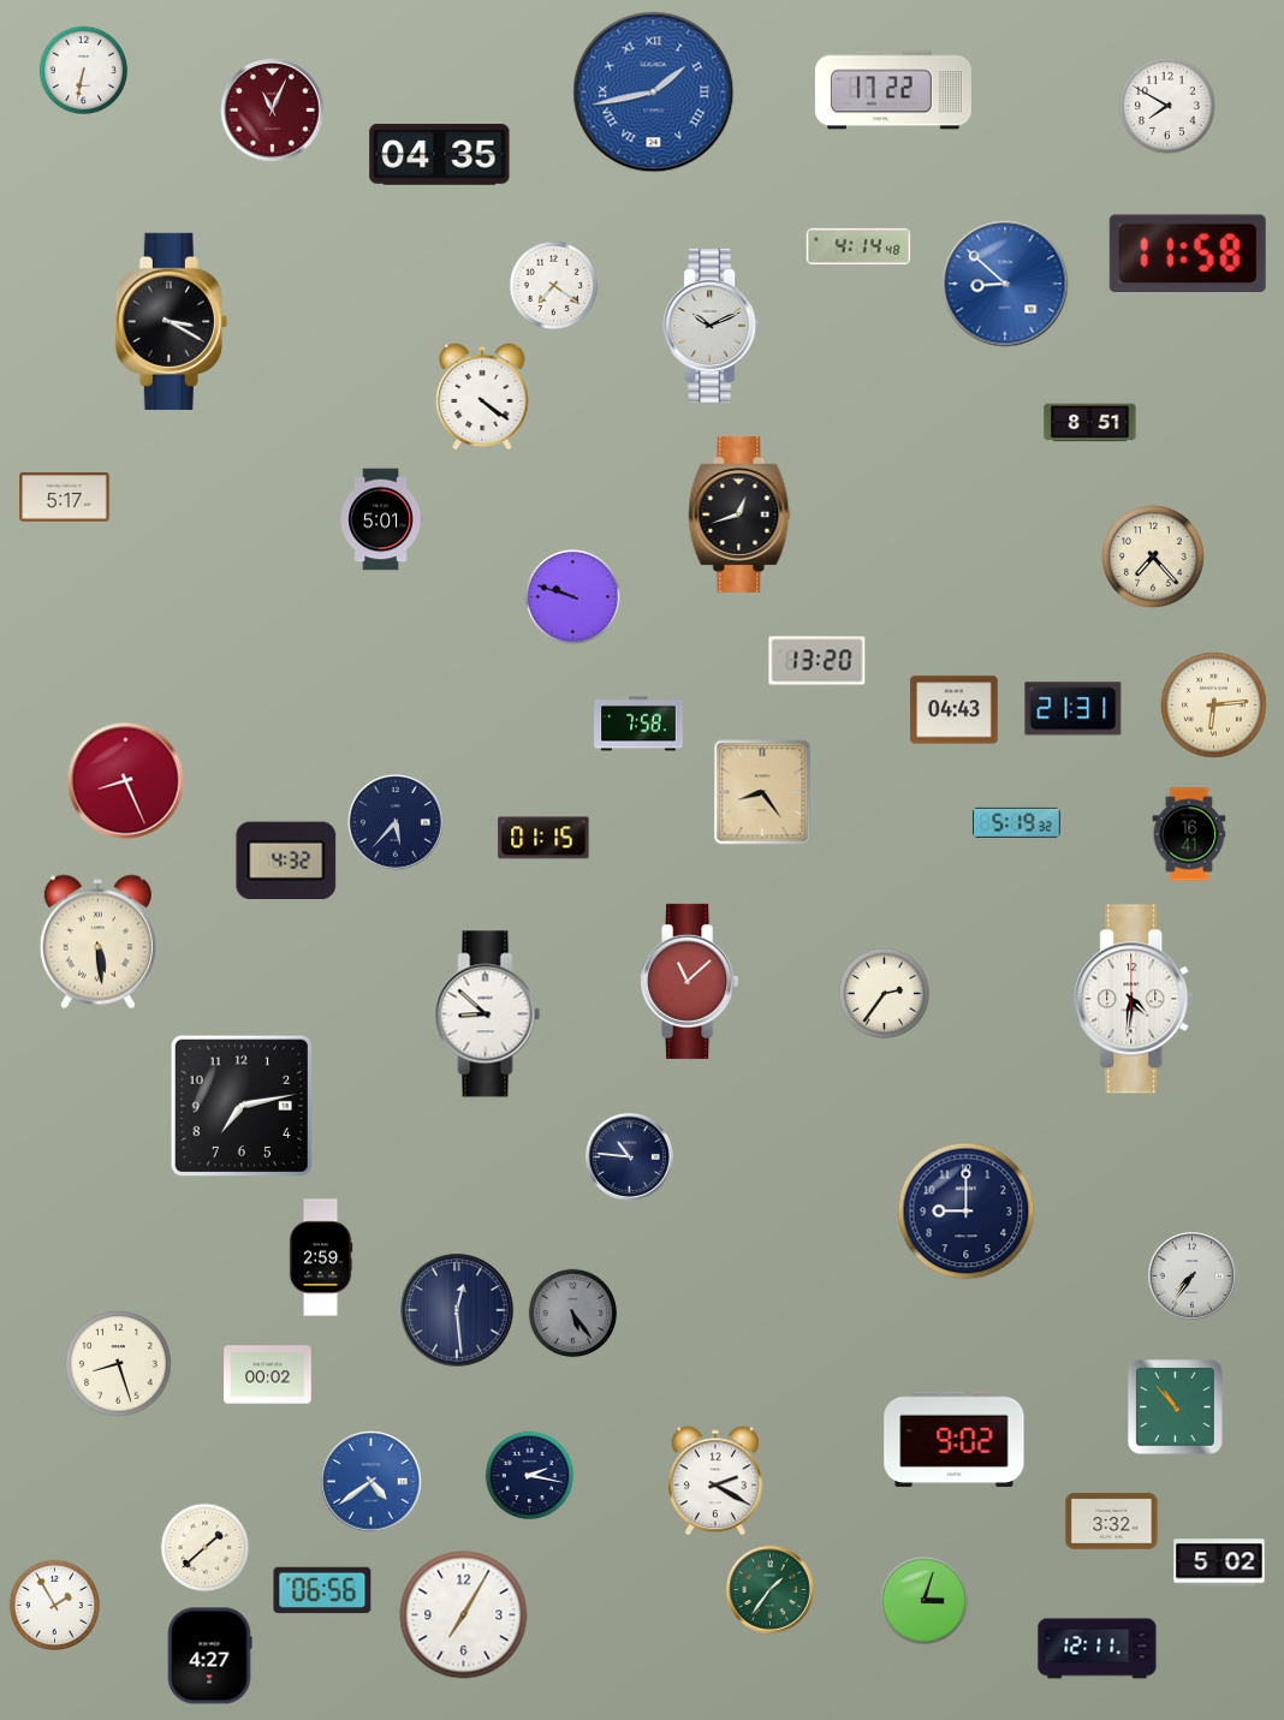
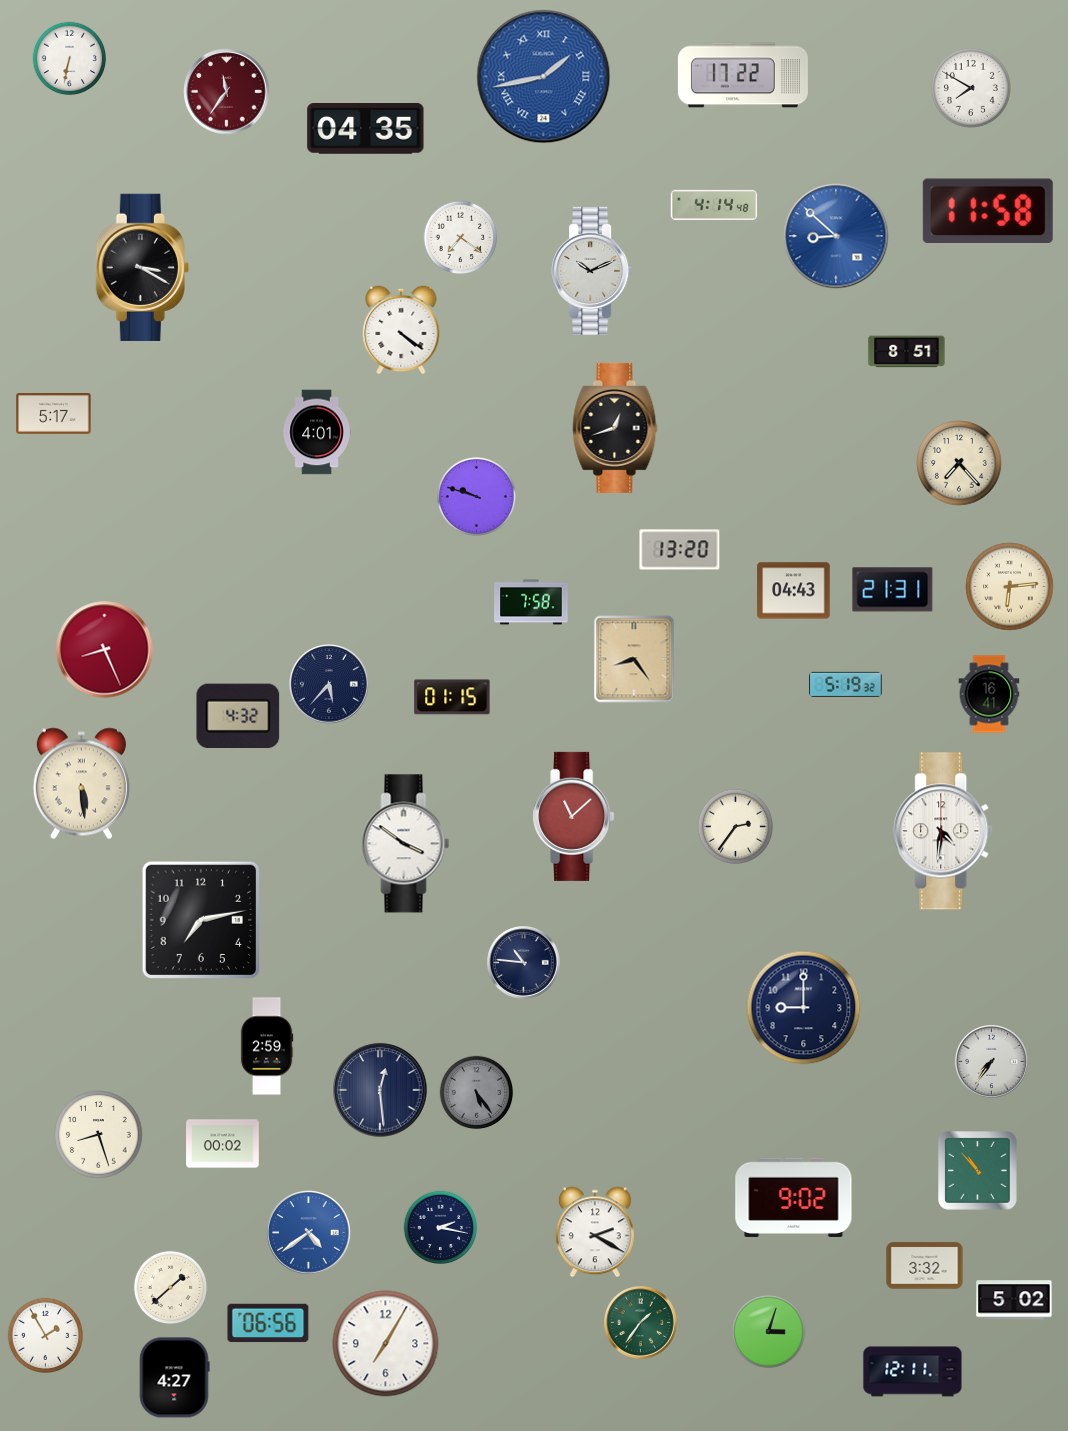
clock at (273, 111): 11:04 -> 11:36
clock at (381, 519): 5:01 -> 4:01
clock at (488, 1014): 8:52 -> 3:51
